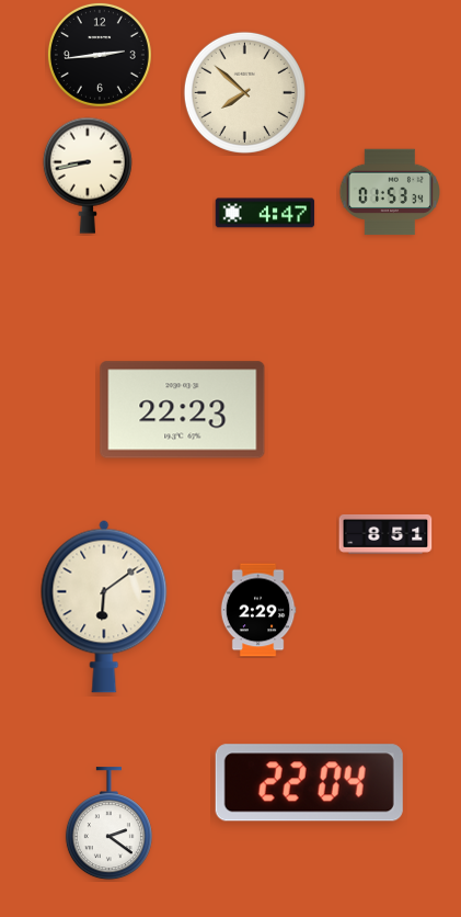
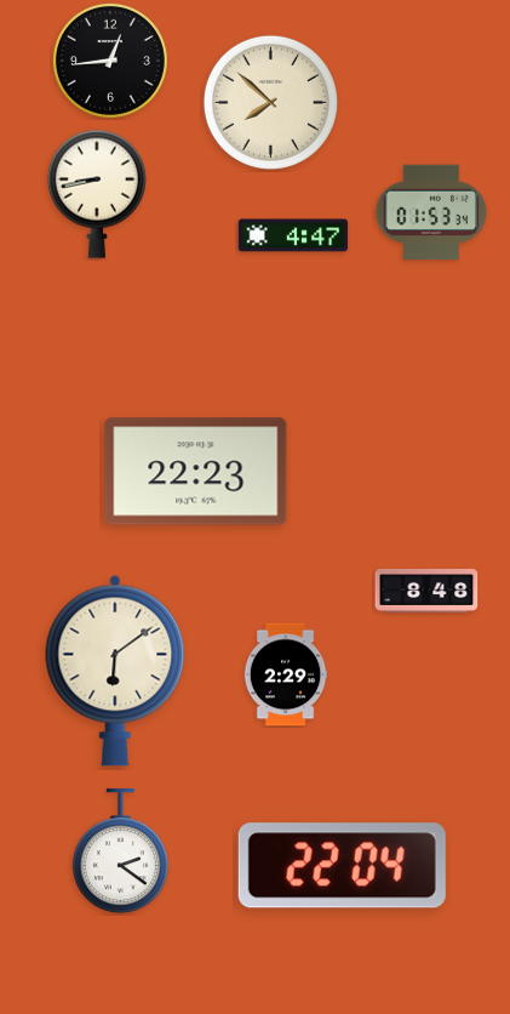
clock at (100, 55): 2:44 -> 12:44
clock at (183, 410) position: (183, 410) -> (196, 472)
clock at (385, 534): 8:51 -> 8:48
clock at (108, 824) position: (108, 824) -> (120, 851)
